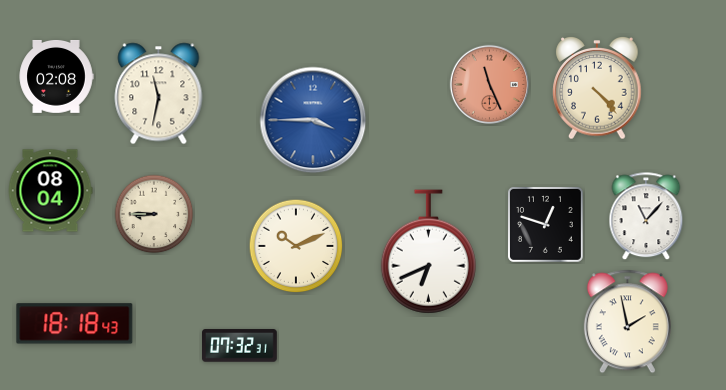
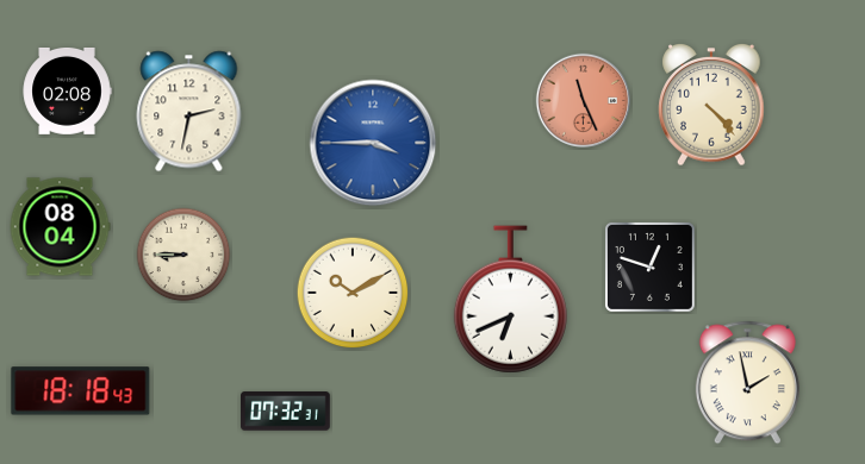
clock at (159, 94): 11:32 -> 2:32
clock at (646, 217): 11:07 -> none
clock at (296, 246): 10:11 -> 10:10
clock at (75, 324) position: (75, 324) -> (81, 391)
